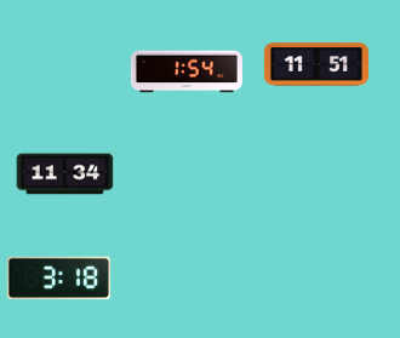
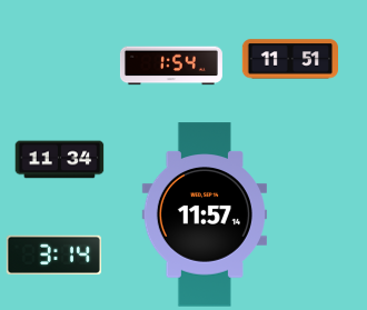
clock at (205, 214): none -> 11:57
clock at (58, 279): 3:18 -> 3:14
